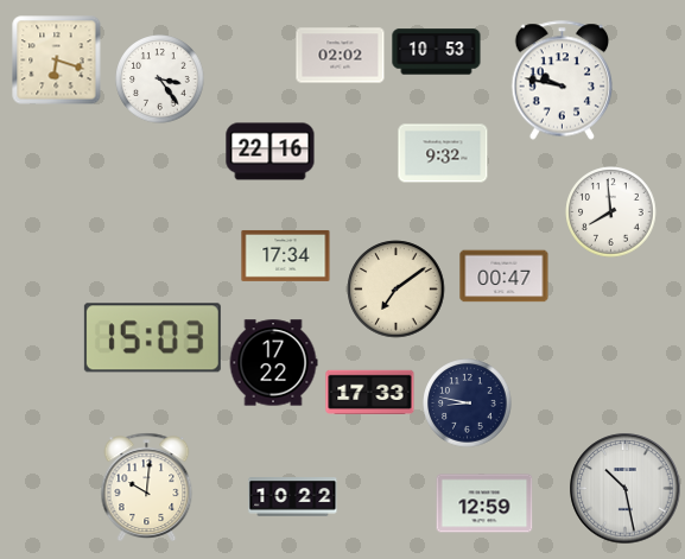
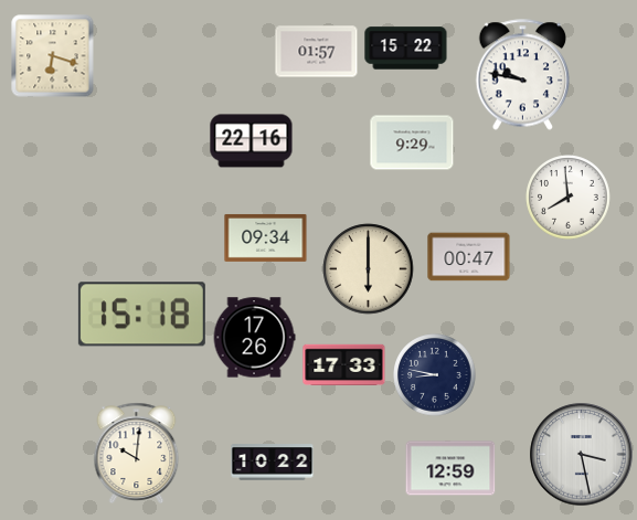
clock at (437, 52): 10:53 -> 15:22
clock at (341, 56): 02:02 -> 01:57
clock at (160, 80): 3:24 -> none
clock at (443, 153): 9:32 -> 9:29
clock at (286, 255): 17:34 -> 09:34
clock at (397, 290): 7:09 -> 6:00
clock at (152, 338): 15:03 -> 15:18
clock at (273, 363): 17:22 -> 17:26
clock at (626, 489): 10:28 -> 3:28
